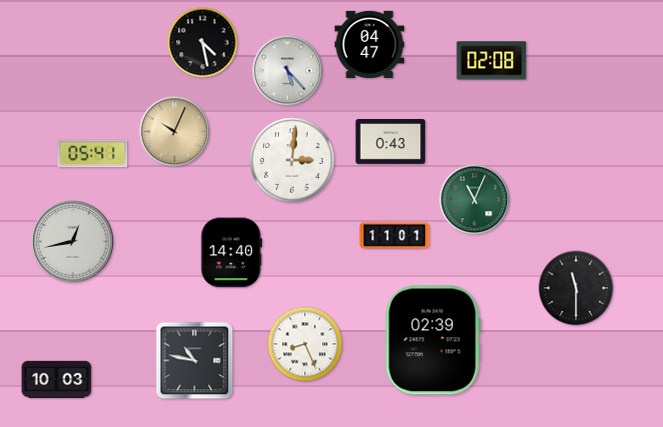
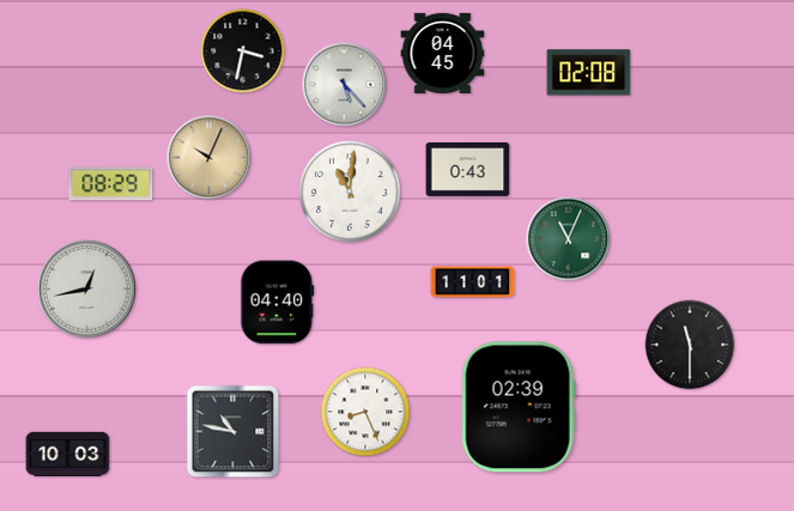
clock at (203, 43): 4:28 -> 3:32
clock at (370, 44): 04:47 -> 04:45
clock at (93, 154): 05:41 -> 08:29
clock at (292, 160): 3:01 -> 11:01
clock at (232, 253): 14:40 -> 04:40
